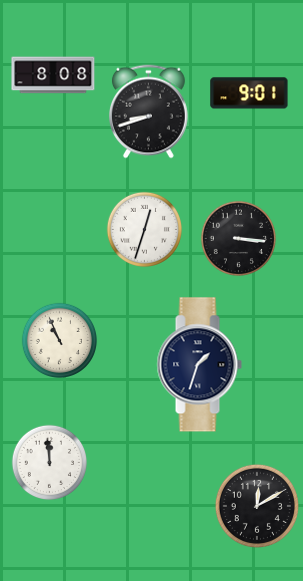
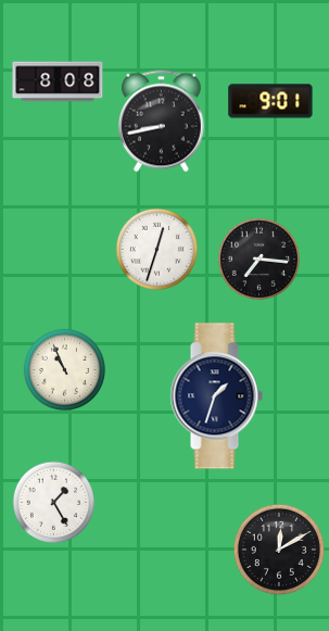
clock at (149, 112): 8:42 -> 8:43
clock at (239, 239): 3:16 -> 7:16
clock at (50, 463): 11:59 -> 1:25
